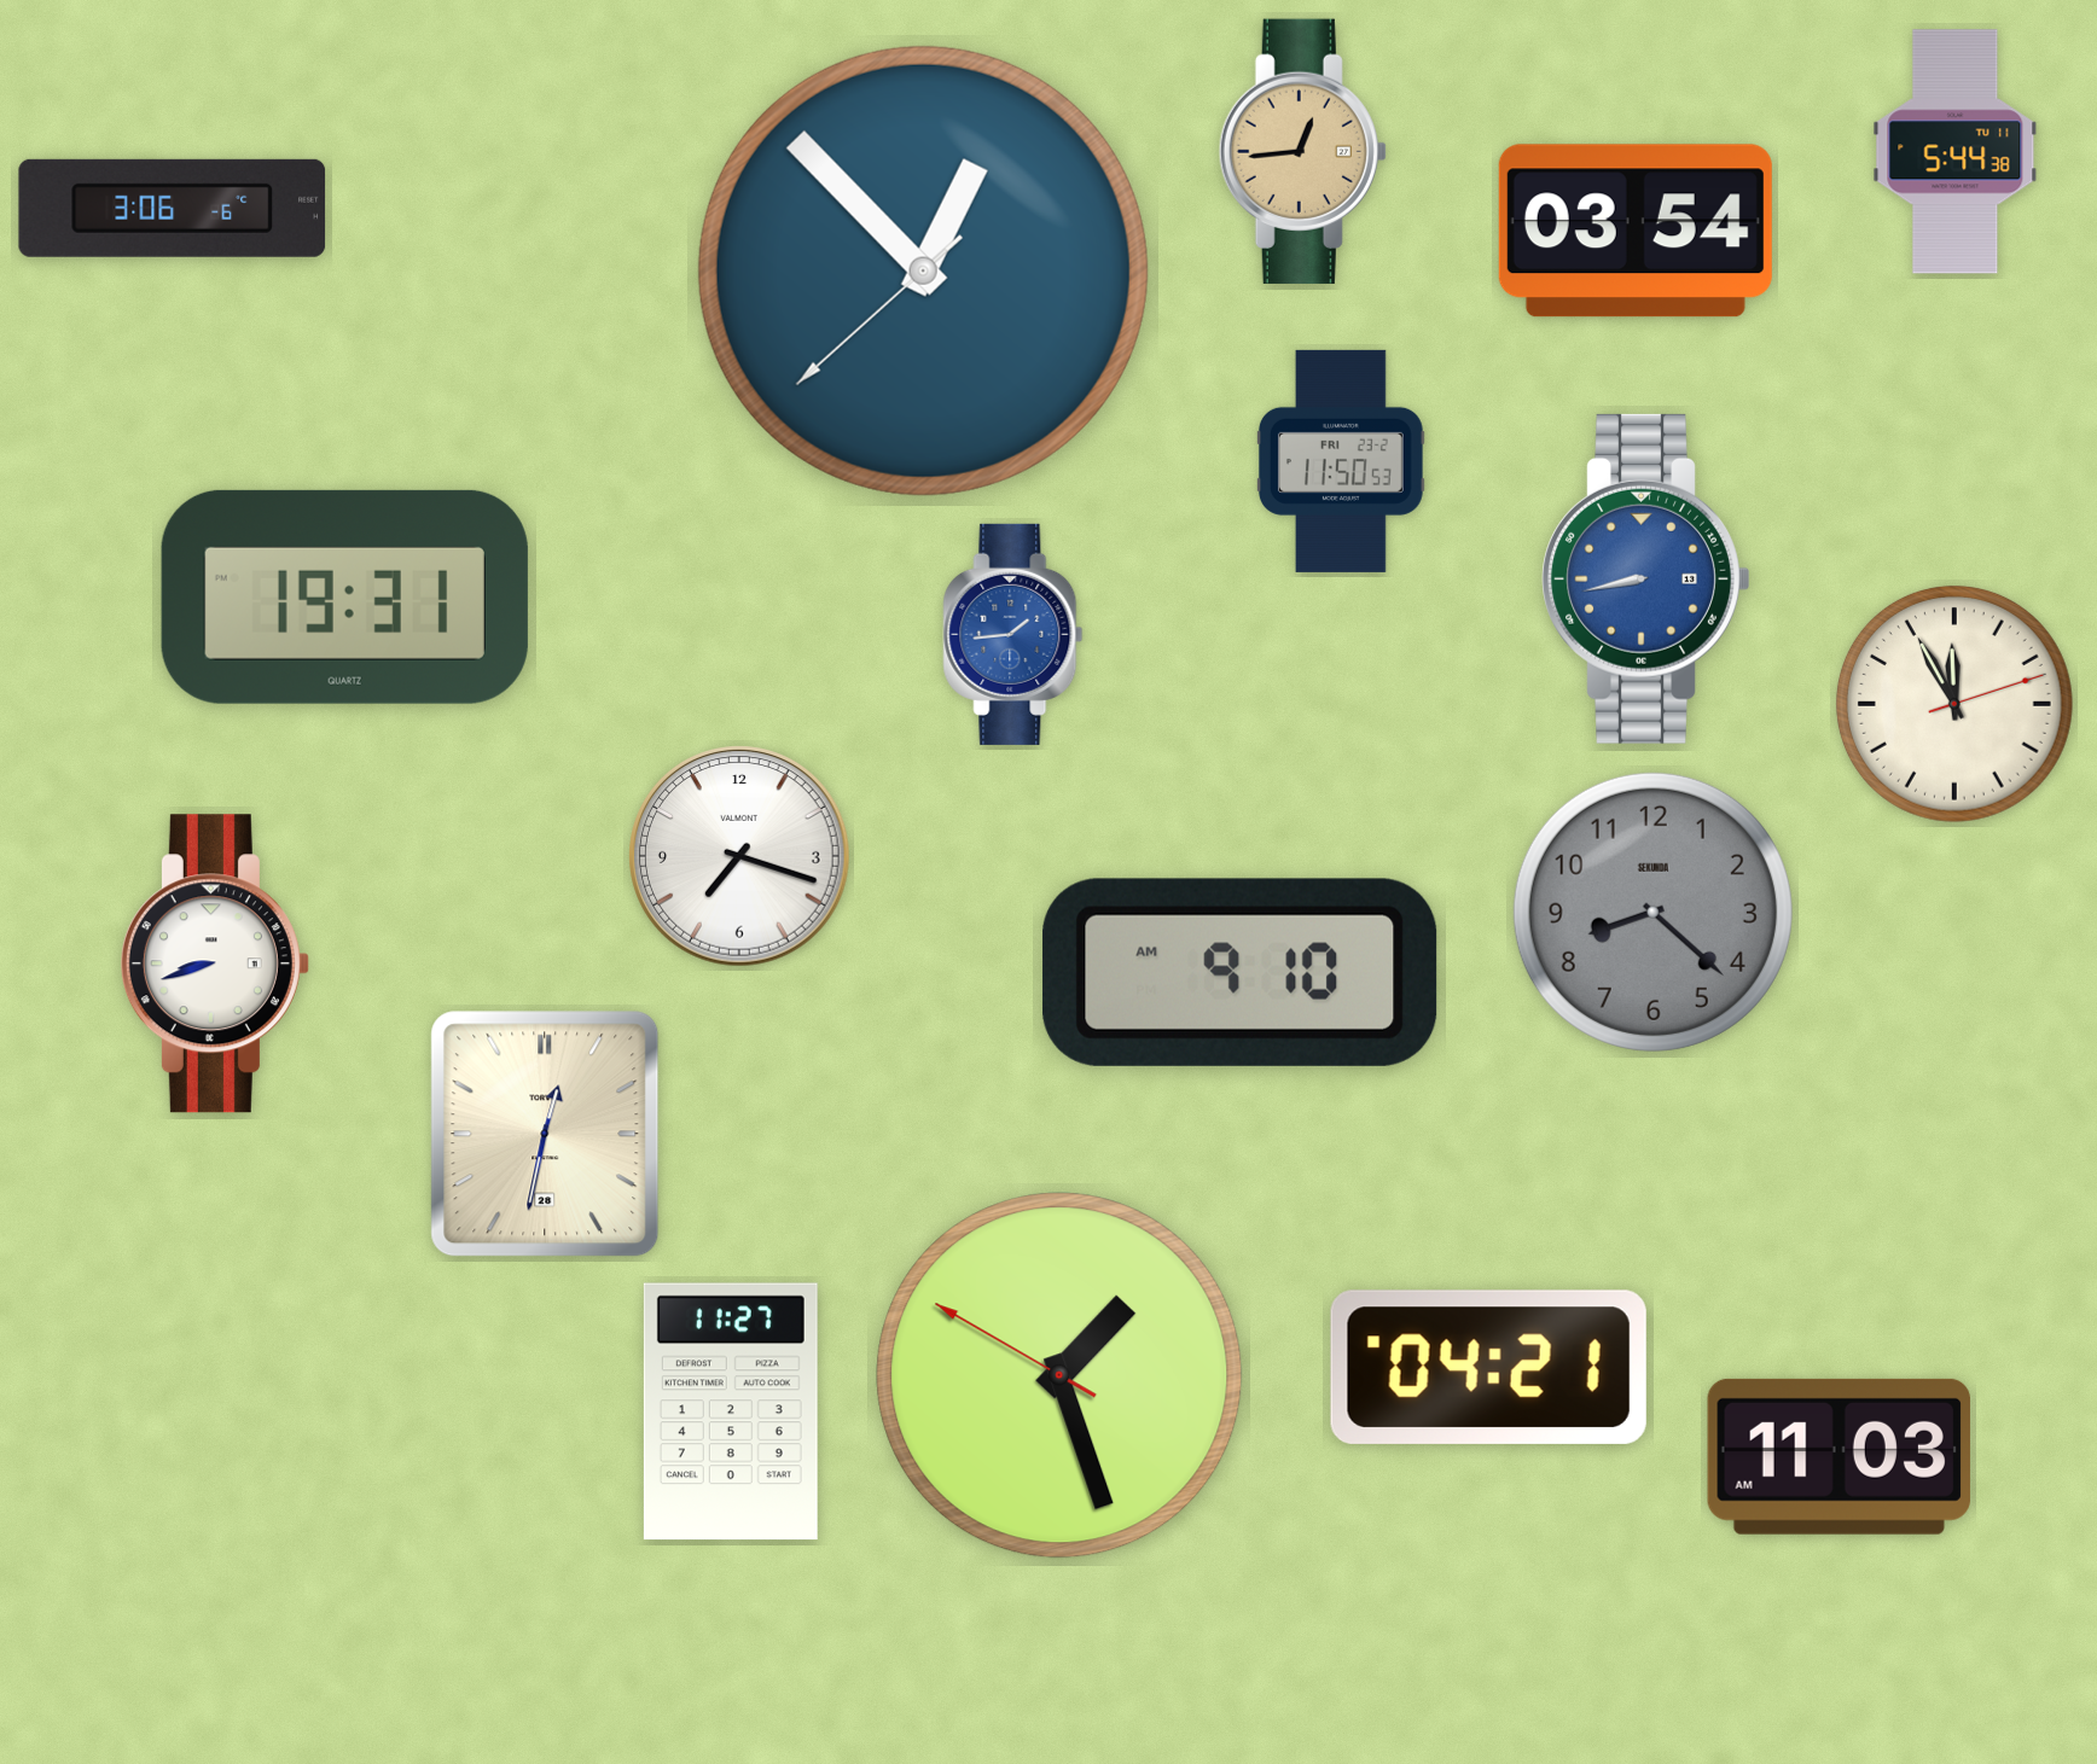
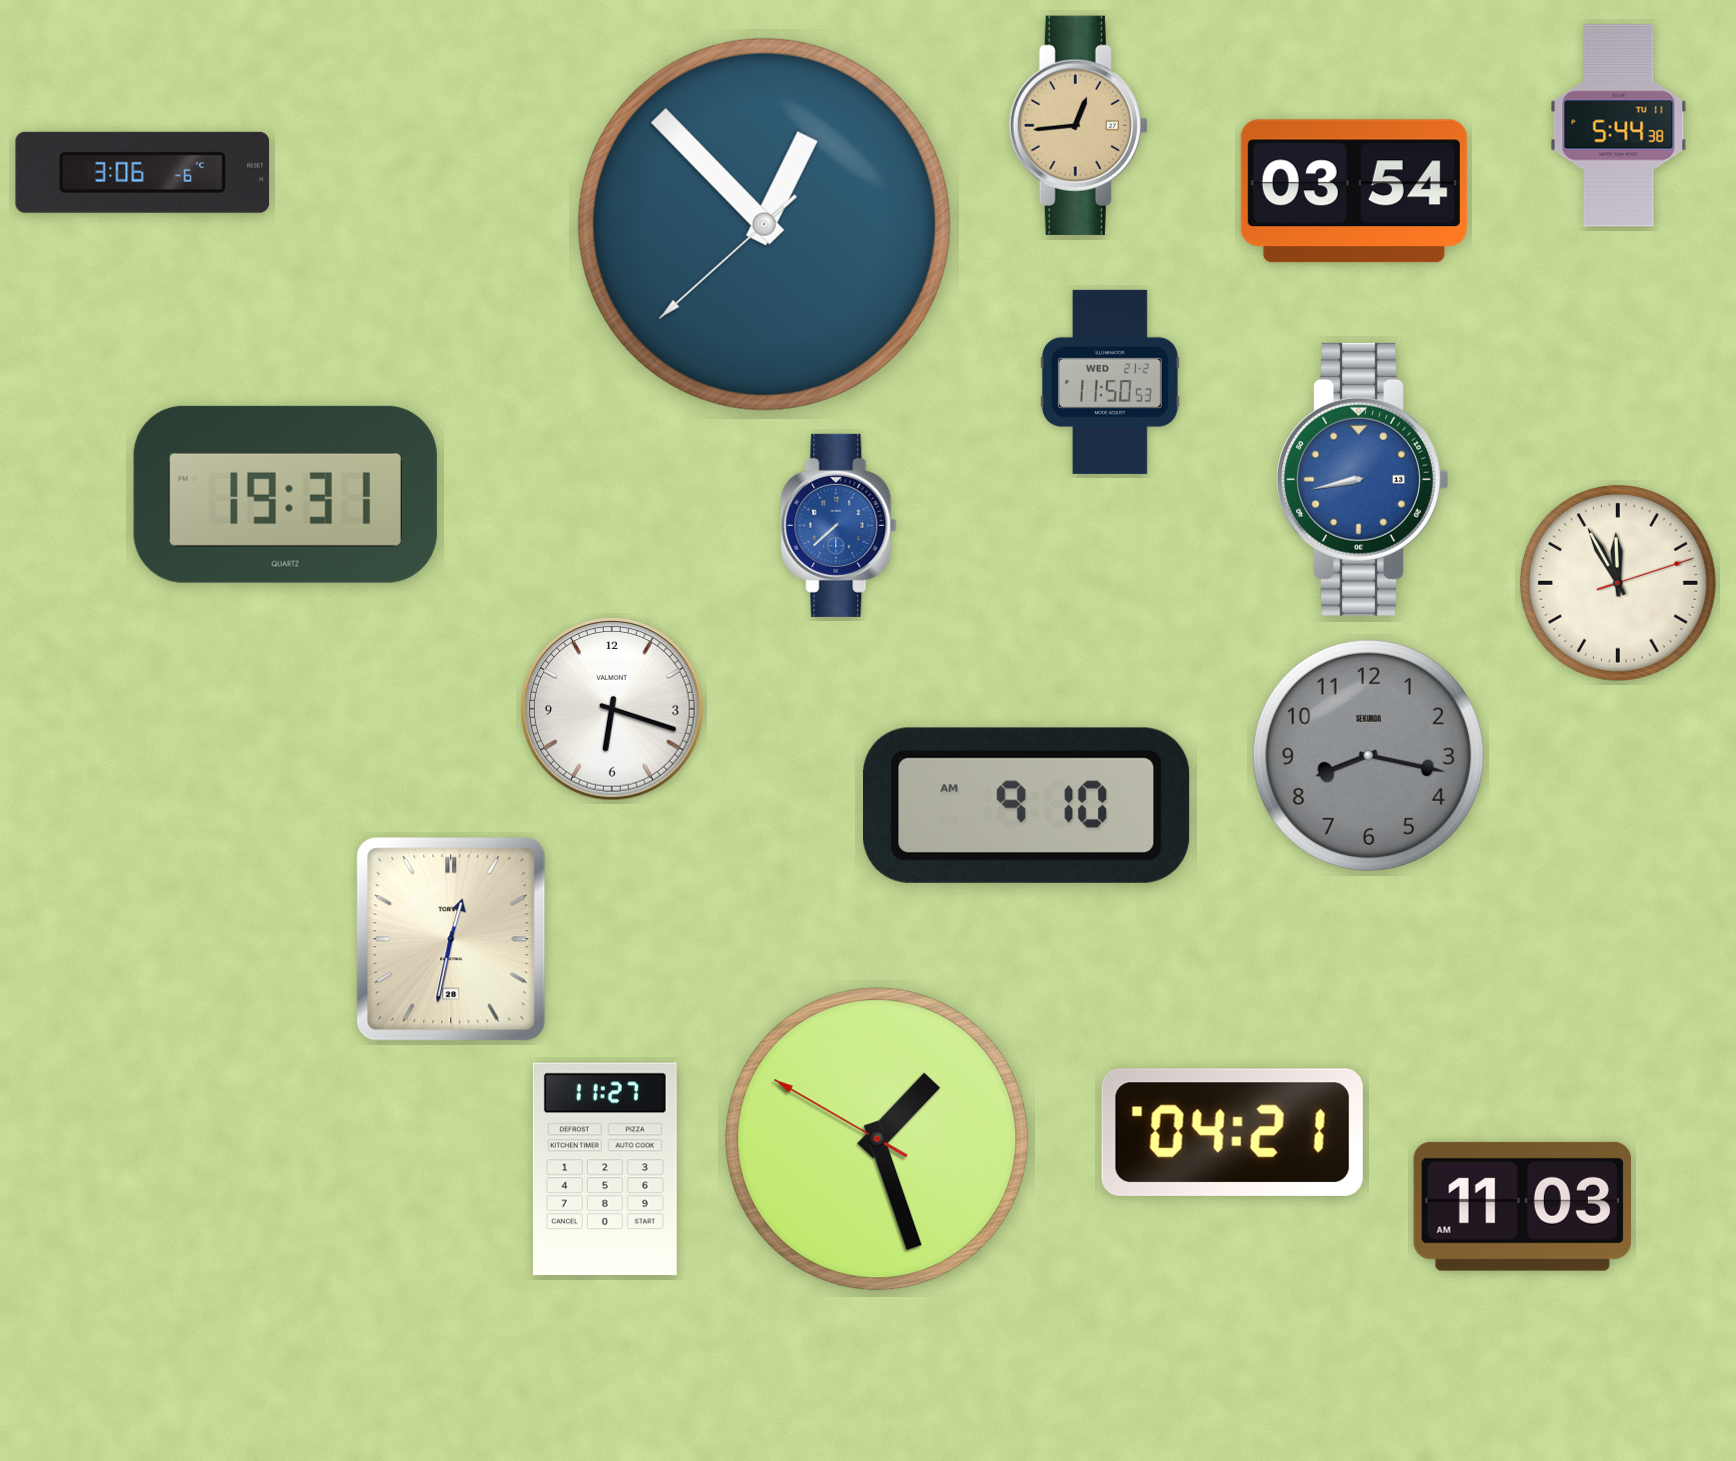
clock at (1341, 461) date: FRI 23-2 -> WED 21-2
clock at (1013, 634): 1:44 -> 7:38
clock at (740, 857): 7:18 -> 6:18
clock at (1652, 912): 8:22 -> 8:17
clock at (215, 963): 8:42 -> none
